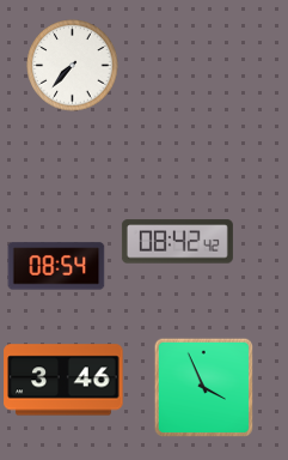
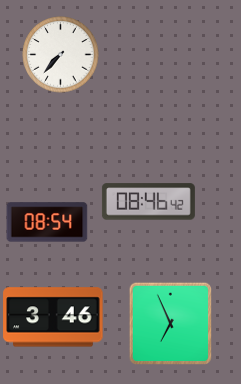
clock at (177, 242): 08:42 -> 08:46
clock at (203, 387): 3:56 -> 6:56
